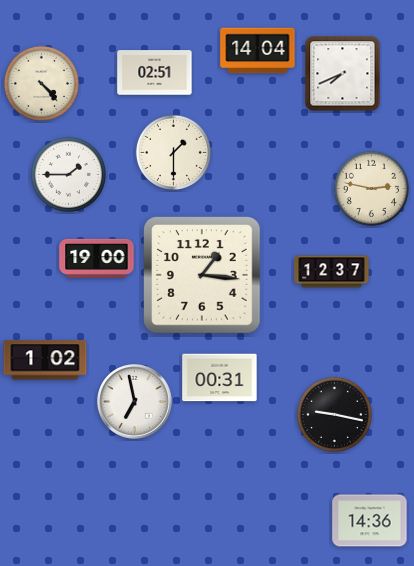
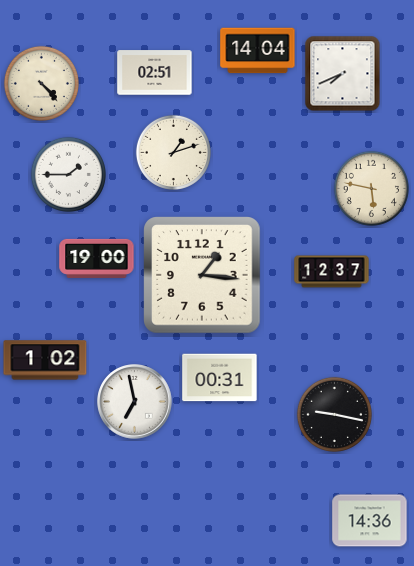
clock at (173, 152): 1:30 -> 1:12
clock at (371, 188): 2:47 -> 5:47
